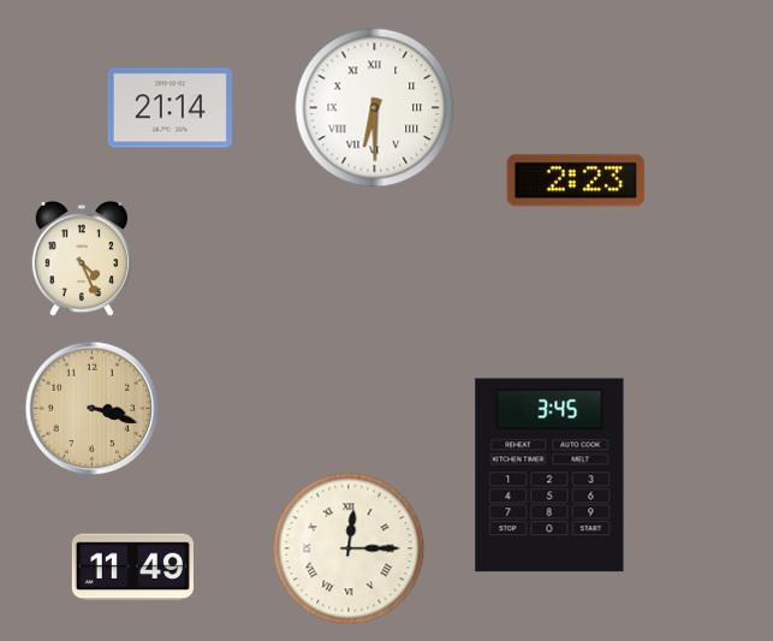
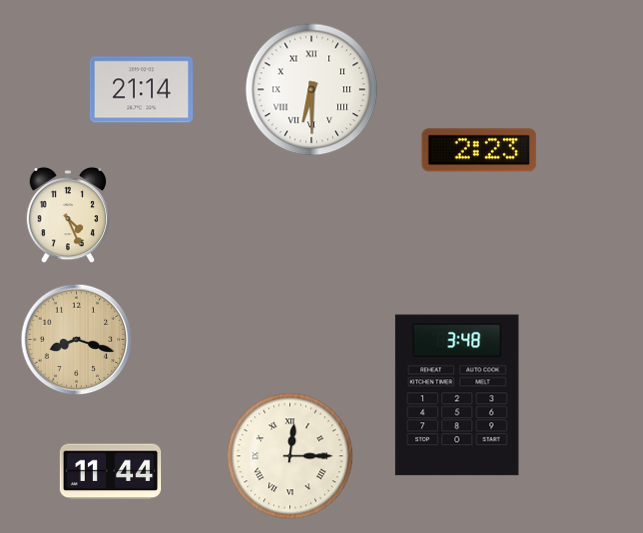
clock at (93, 409): 3:18 -> 8:18
clock at (549, 475): 3:45 -> 3:48
clock at (132, 568): 11:49 -> 11:44
